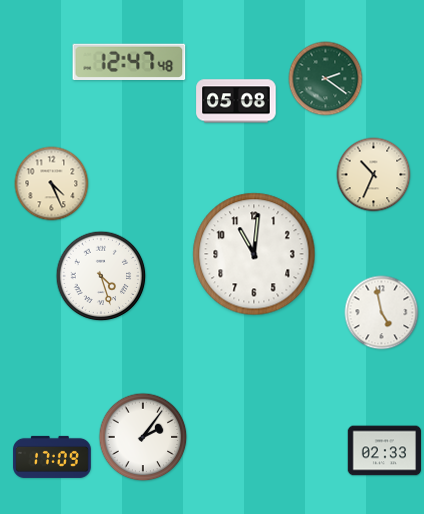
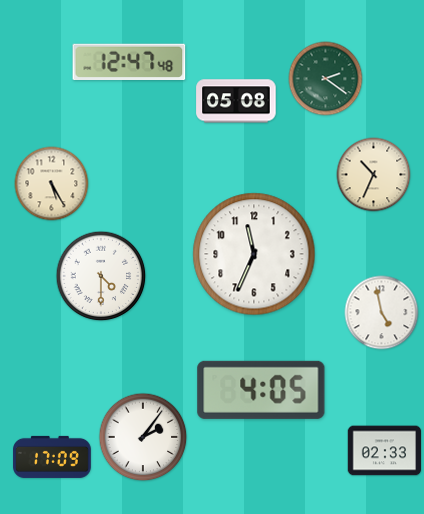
clock at (52, 184): 4:26 -> 5:25
clock at (254, 254): 11:01 -> 11:34
clock at (101, 276): 4:27 -> 4:30
clock at (261, 390): none -> 4:05
